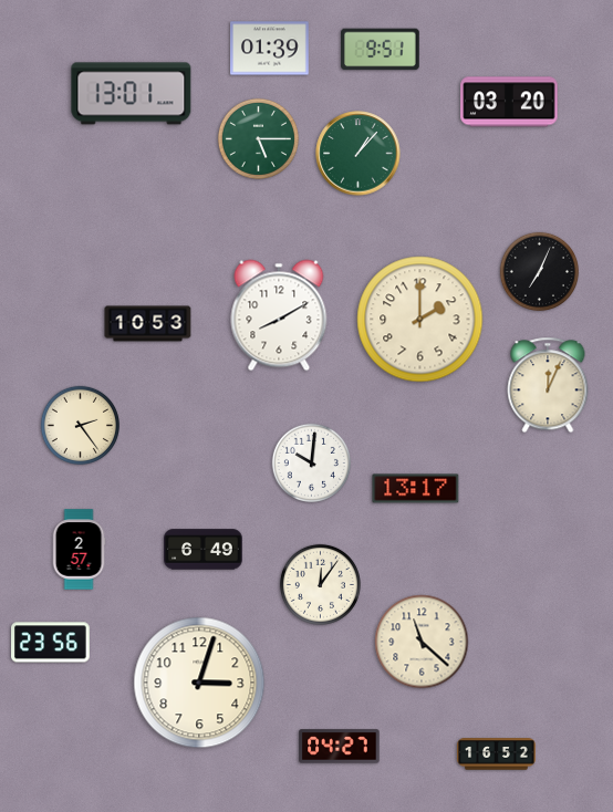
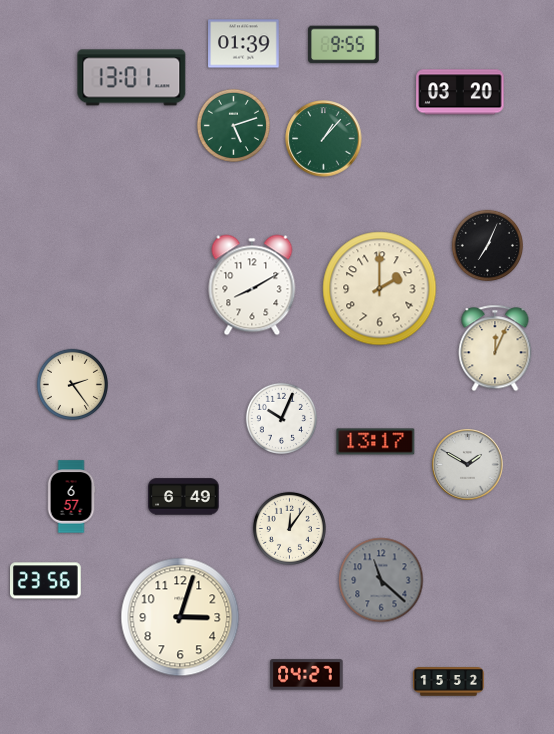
clock at (381, 50): 9:51 -> 9:55
clock at (132, 94) position: (132, 94) -> (132, 78)
clock at (258, 138): 5:15 -> 5:12
clock at (148, 324): 10:53 -> none
clock at (311, 462): 10:01 -> 10:04
clock at (468, 465): none -> 1:50
clock at (79, 550): 2:57 -> 6:57
clock at (422, 642) dial: cream -> grey
clock at (497, 754): 16:52 -> 15:52
